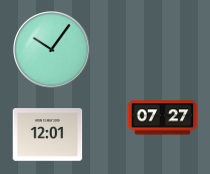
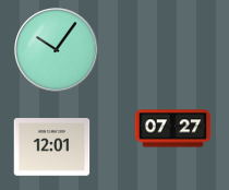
clock at (52, 50) position: (52, 50) -> (57, 50)
clock at (163, 118) position: (163, 118) -> (173, 129)
